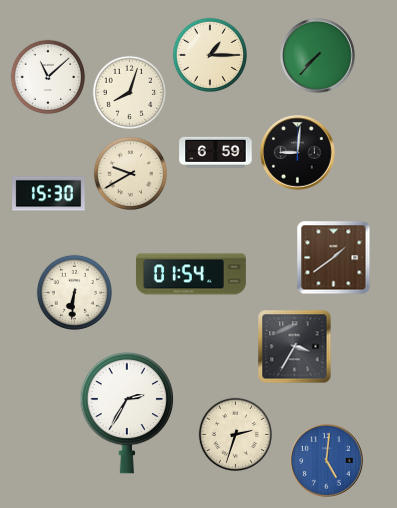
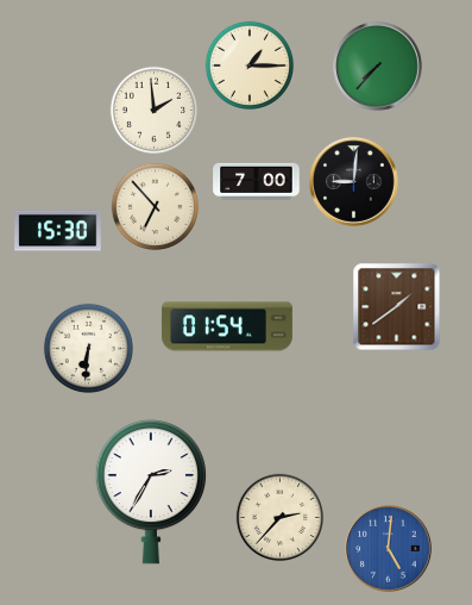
clock at (47, 76): 11:08 -> none
clock at (130, 93): 8:03 -> 1:59
clock at (216, 152): 6:59 -> 7:00
clock at (131, 174): 9:40 -> 6:53
clock at (295, 347): 3:35 -> none
clock at (236, 435): 2:33 -> 2:37
